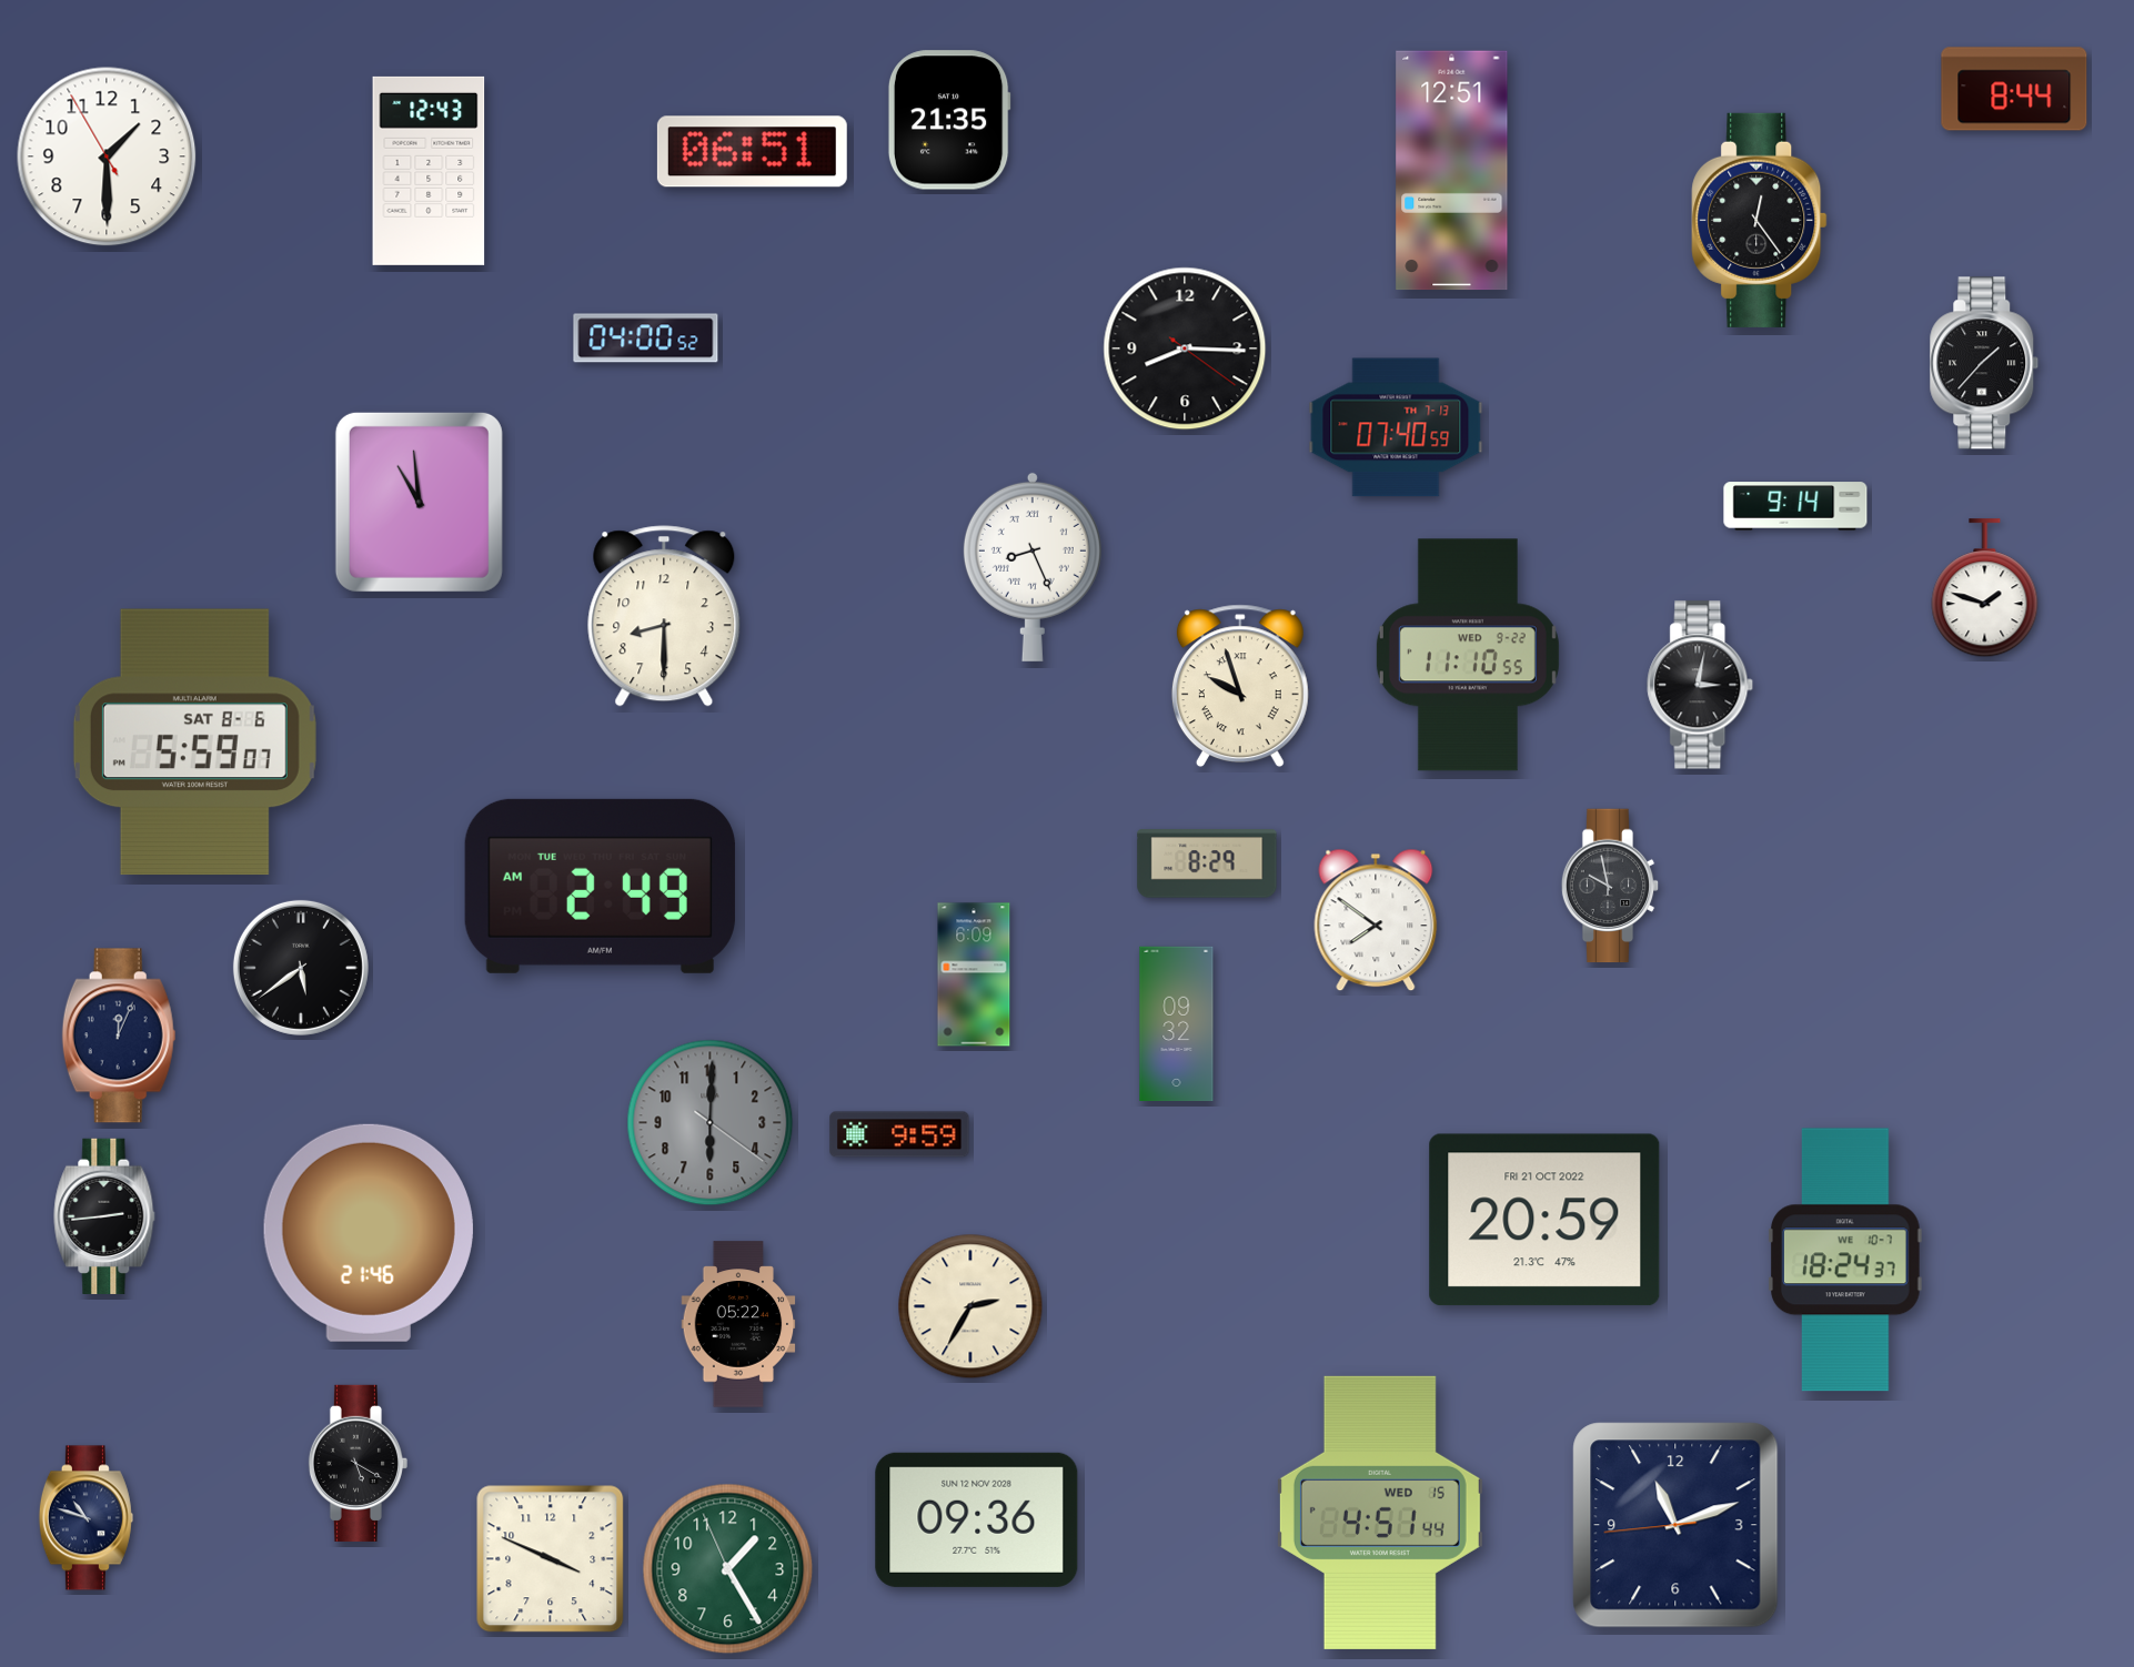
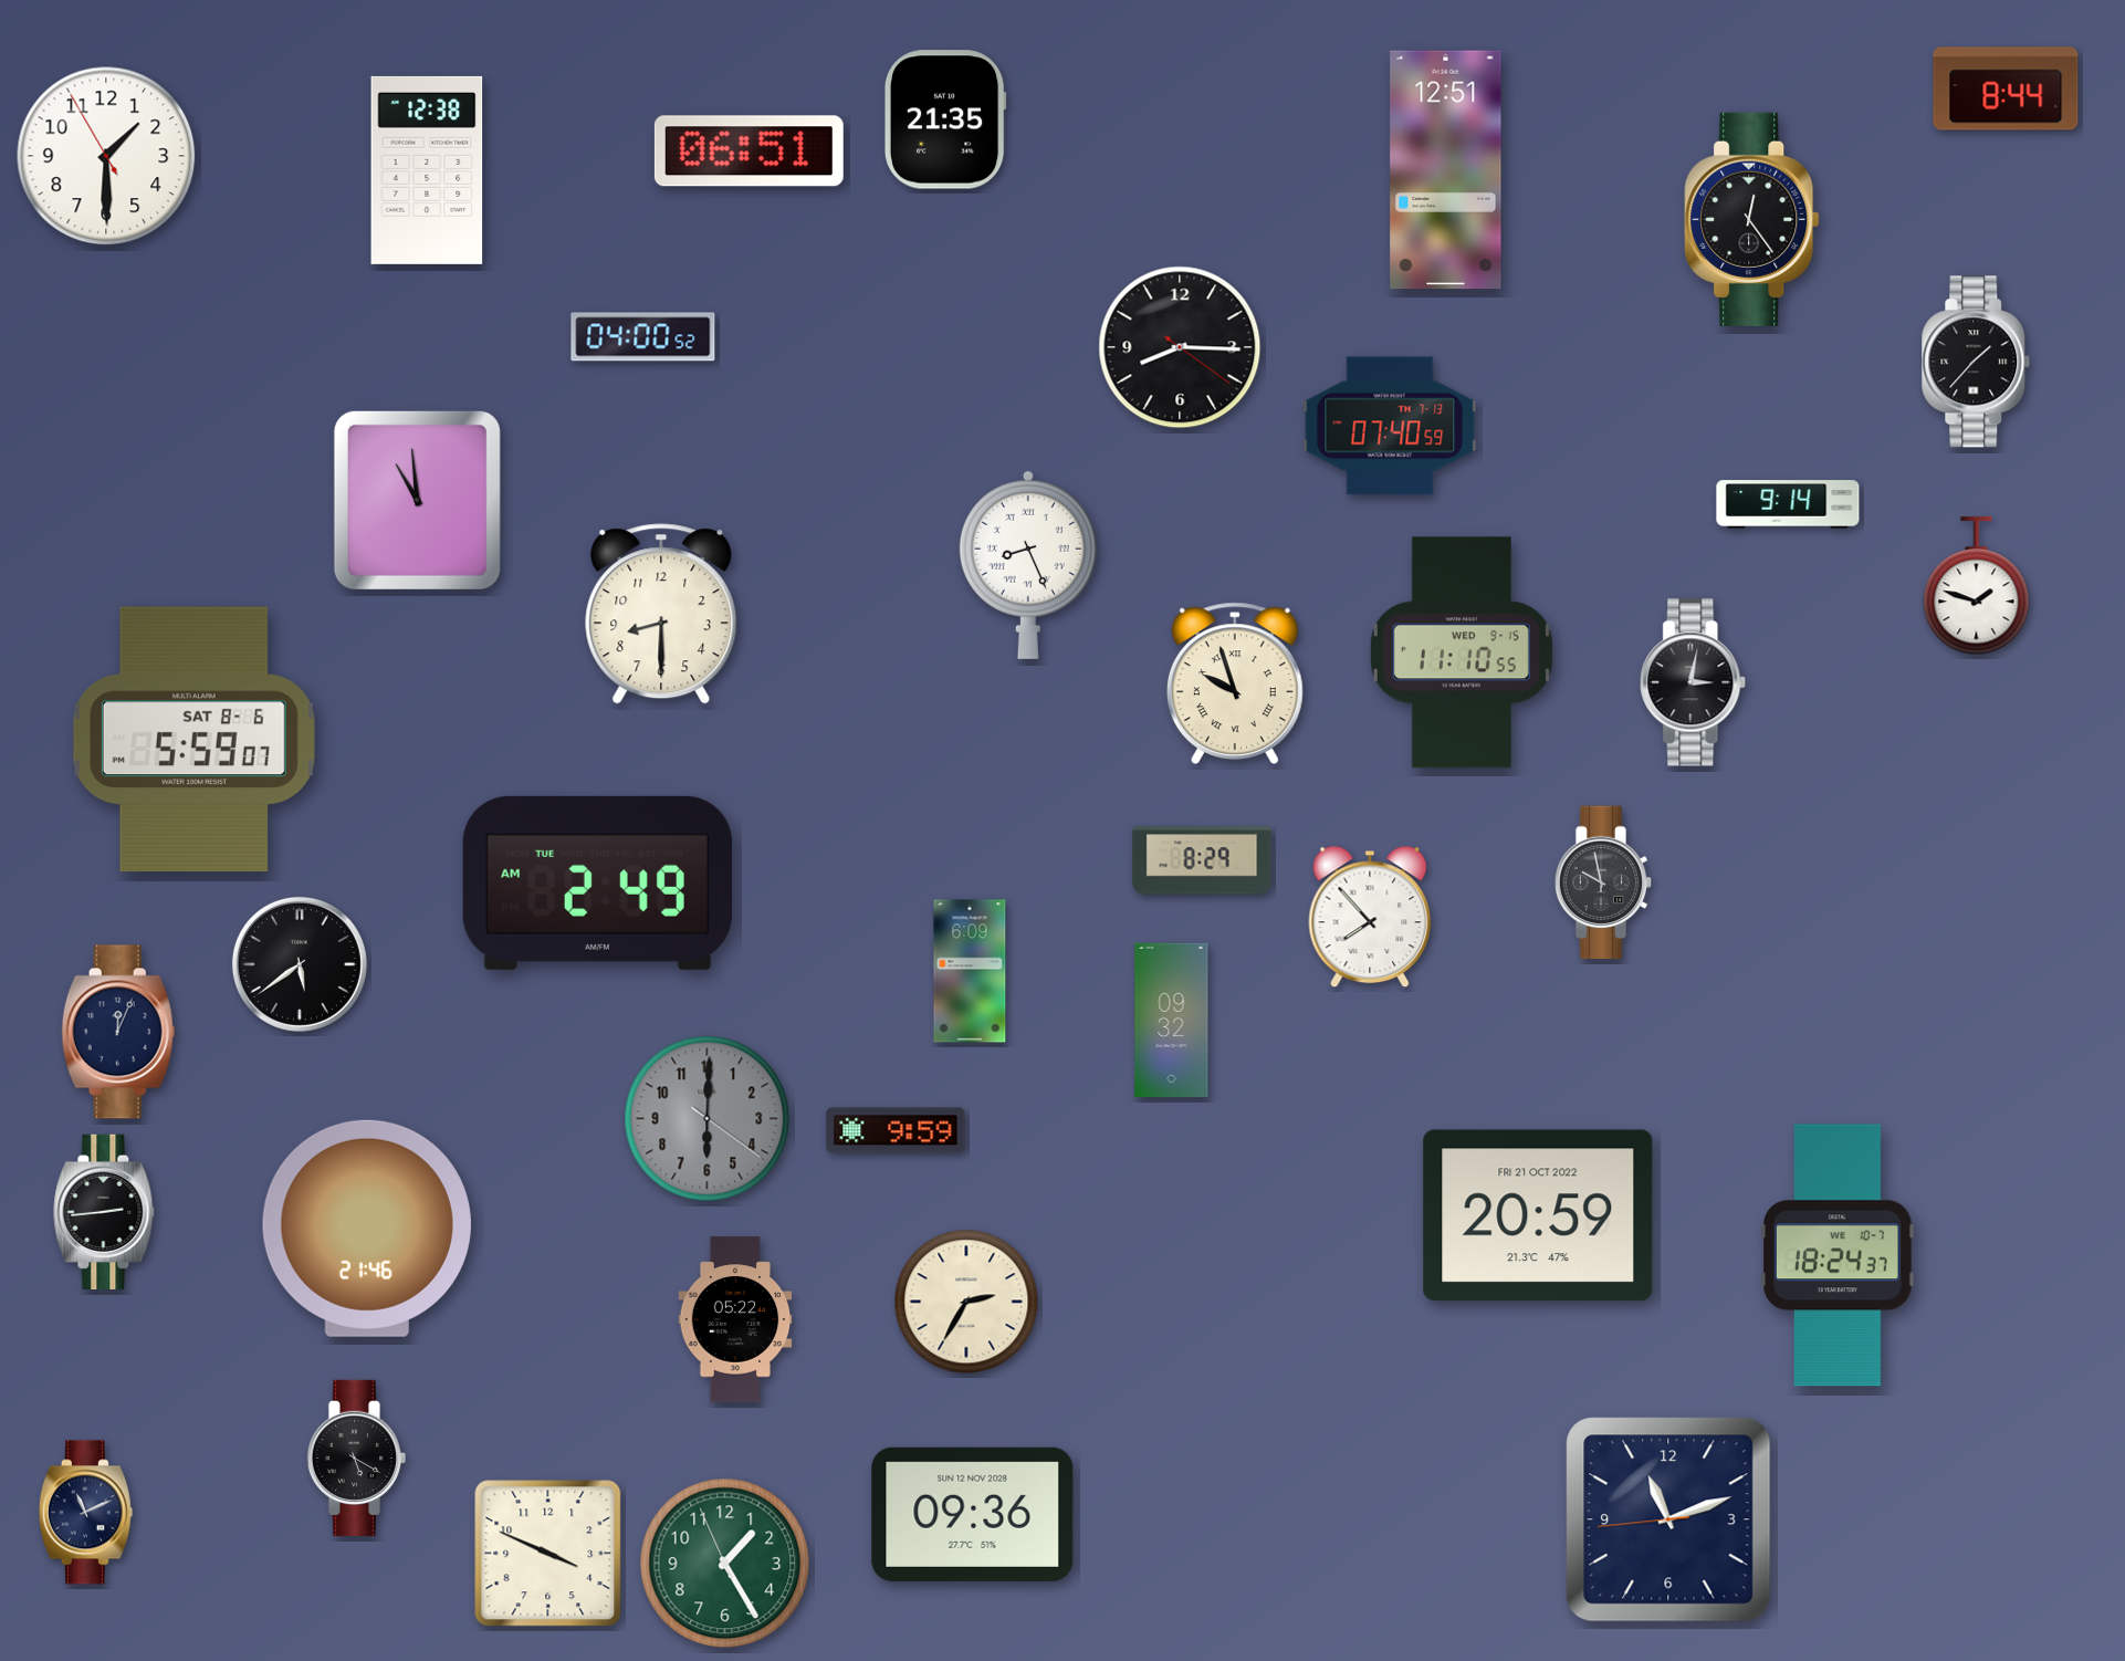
clock at (429, 171): 12:43 -> 12:38
clock at (1468, 655) date: WED 9-22 -> WED 9-15
clock at (1376, 920): 7:51 -> 7:53
clock at (1380, 1513): 4:51 -> none
clock at (85, 1518): 10:48 -> 11:11
